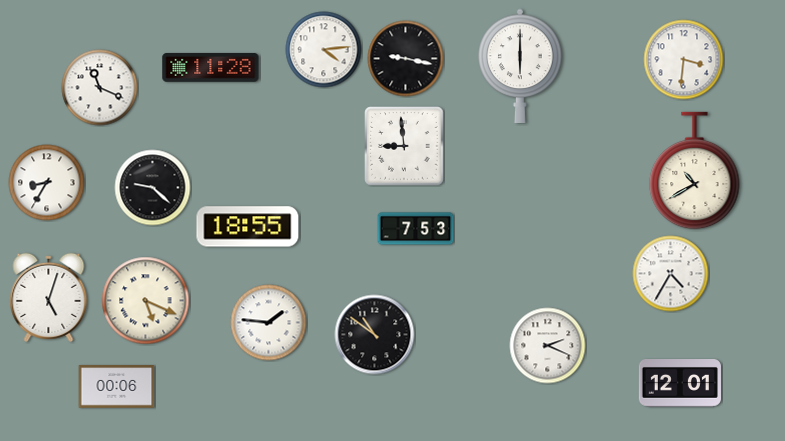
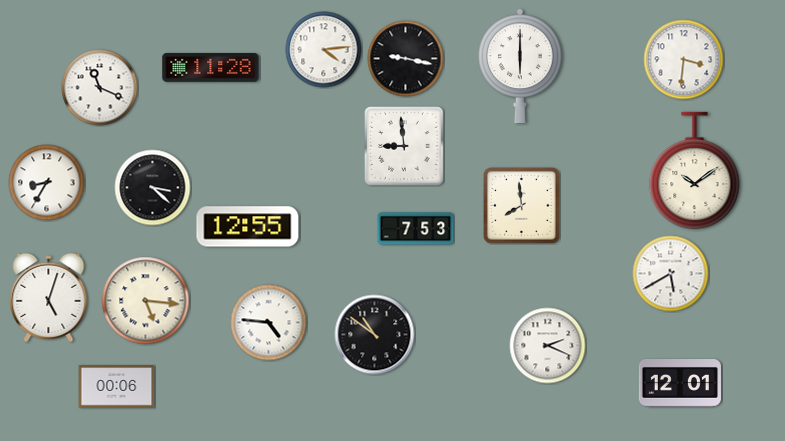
clock at (695, 171): 10:40 -> 10:09
clock at (153, 188): 9:22 -> 3:22
clock at (522, 206): none -> 7:59
clock at (248, 227): 18:55 -> 12:55
clock at (671, 274): 4:35 -> 5:40
clock at (146, 301): 5:19 -> 5:16
clock at (269, 323): 1:46 -> 4:46
